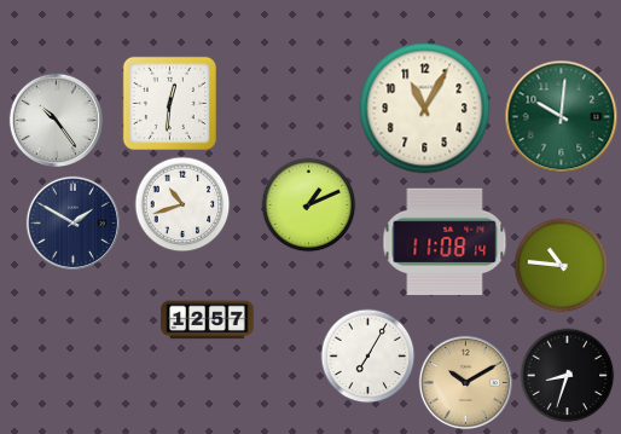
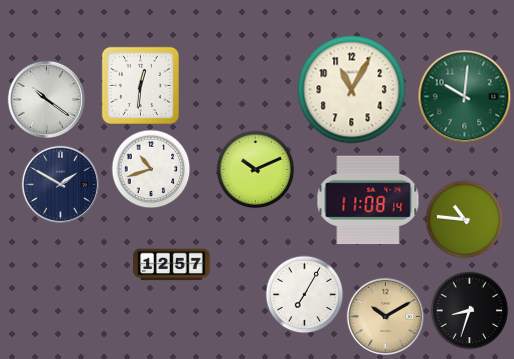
clock at (56, 120): 10:24 -> 10:21
clock at (308, 204): 1:11 -> 10:11
